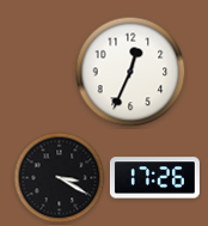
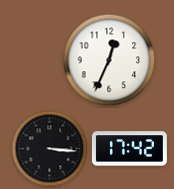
clock at (60, 178): 3:20 -> 3:16
clock at (154, 178): 17:26 -> 17:42
